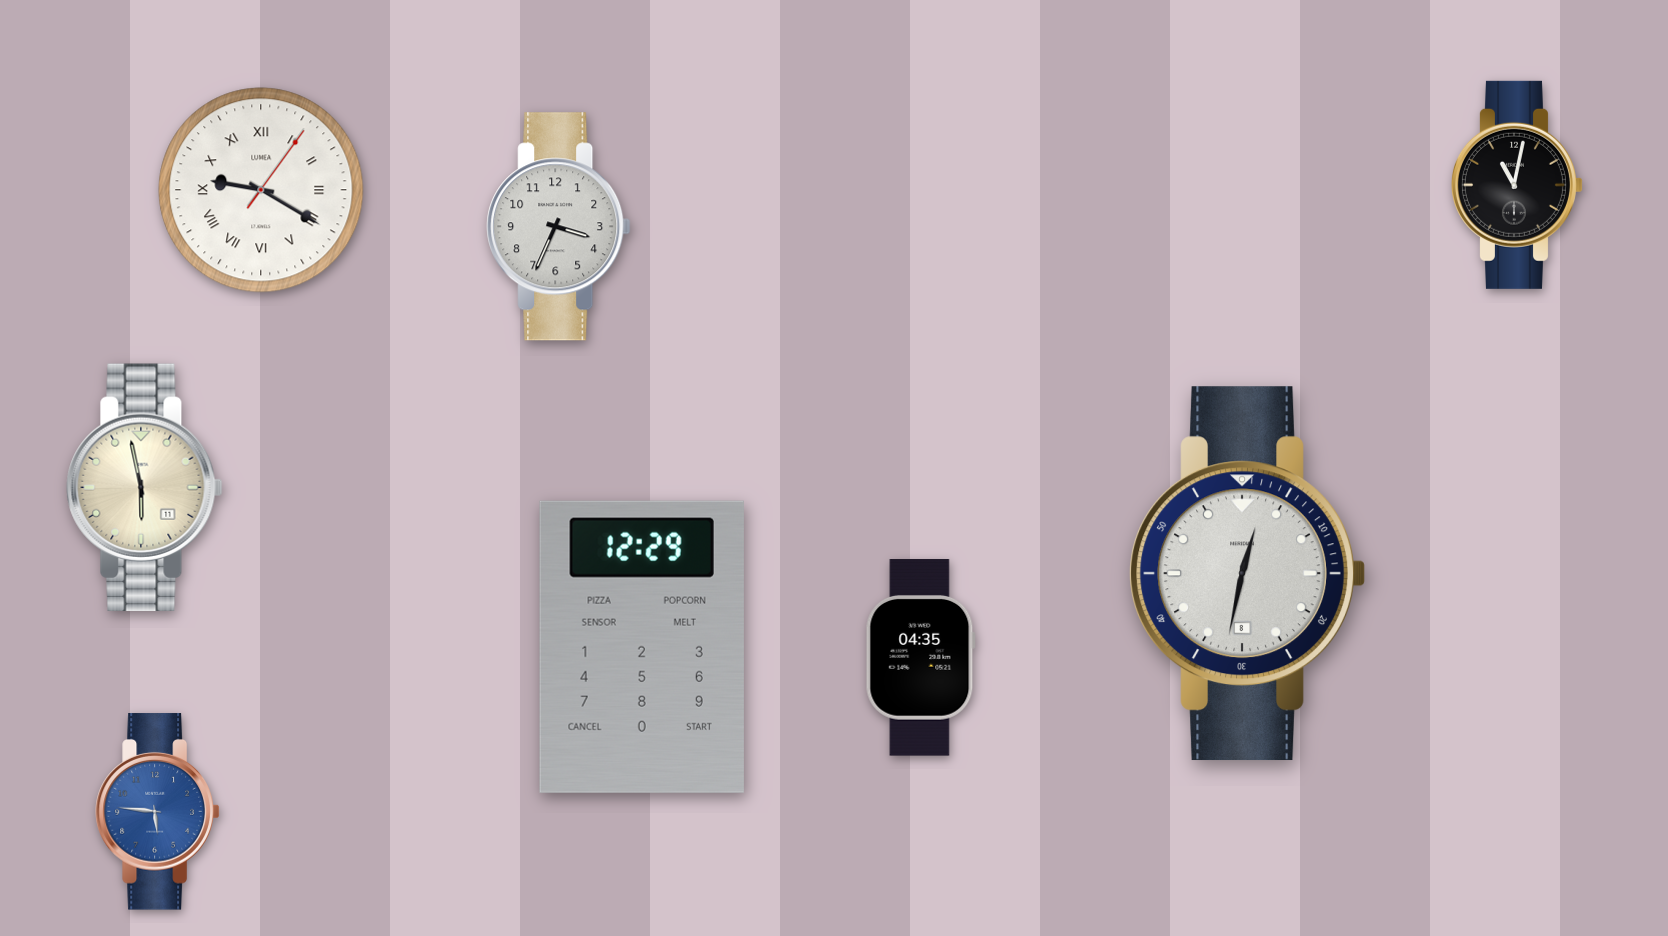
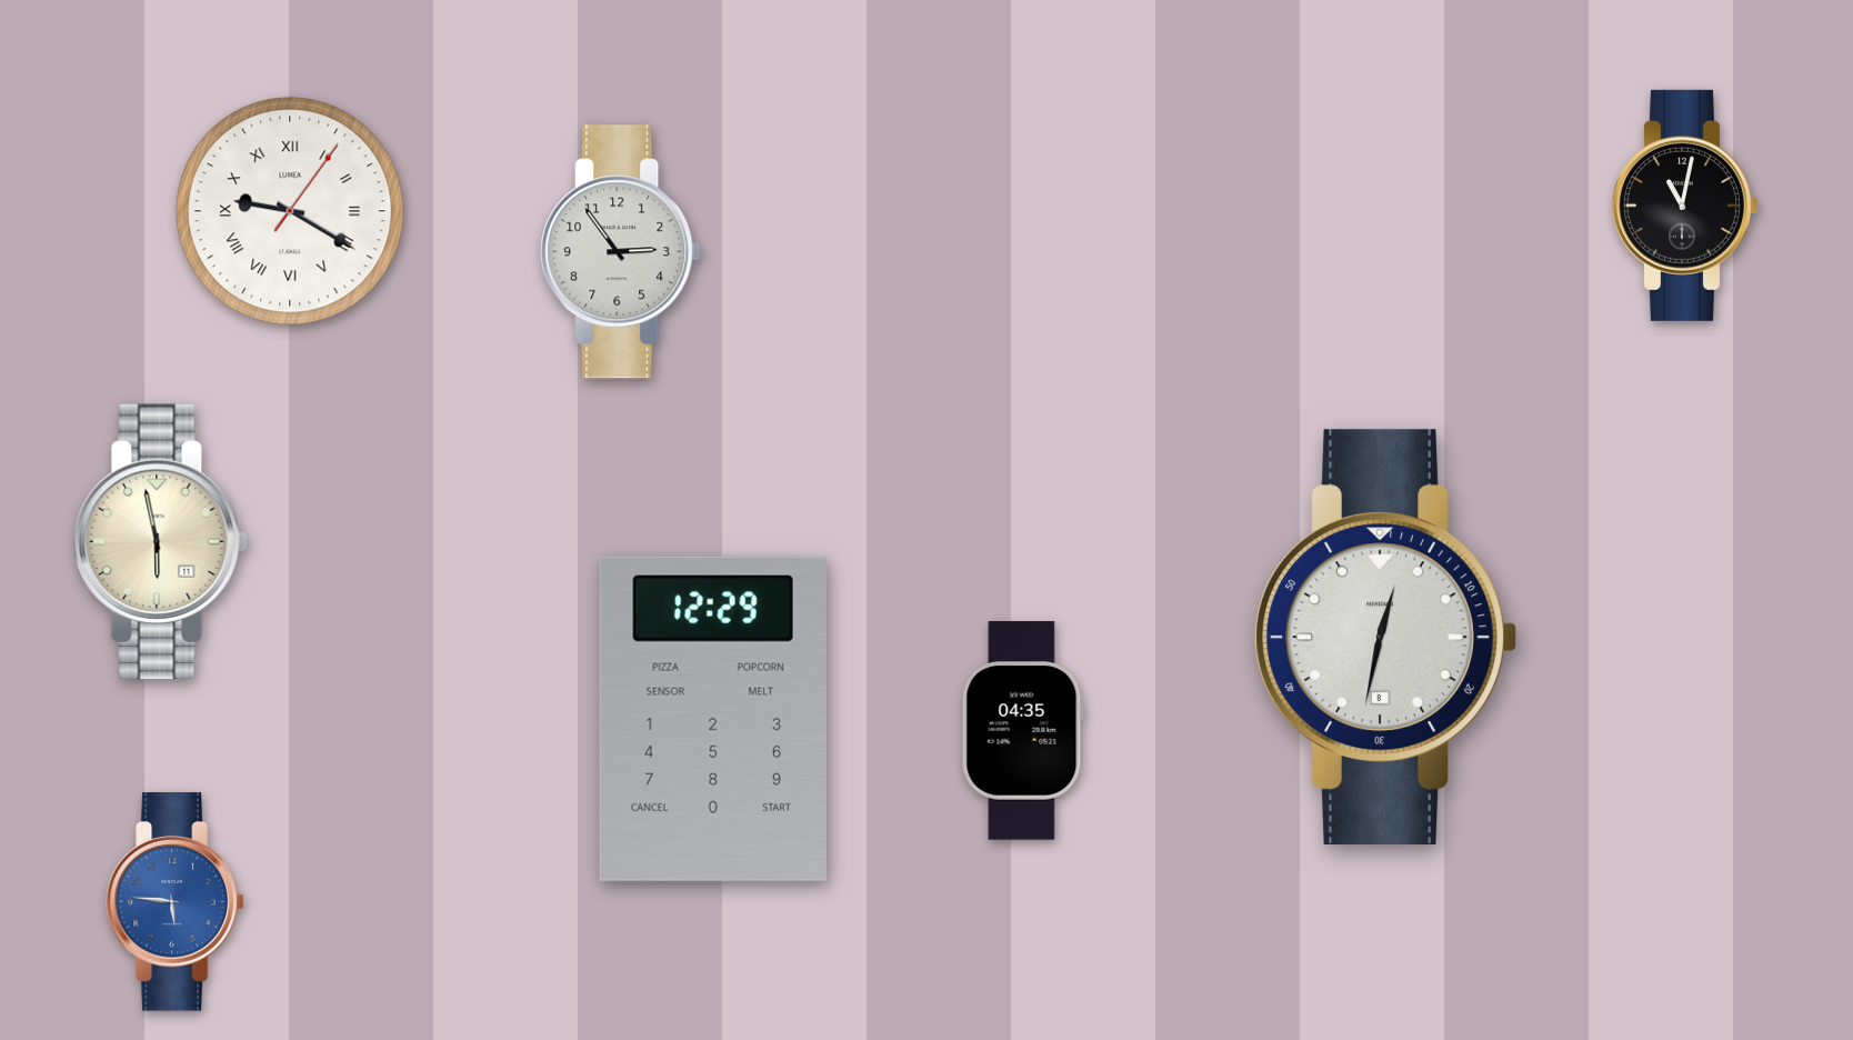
clock at (559, 227): 3:34 -> 2:54
